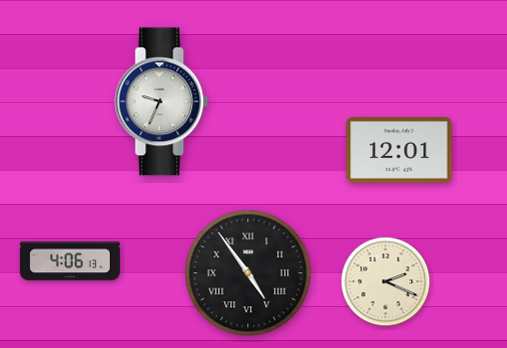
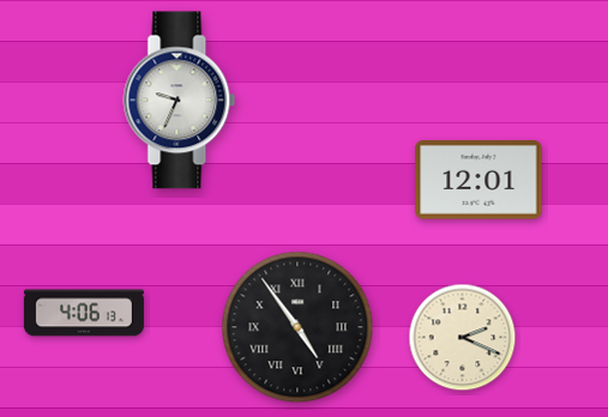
clock at (162, 102) position: (162, 102) -> (180, 101)
